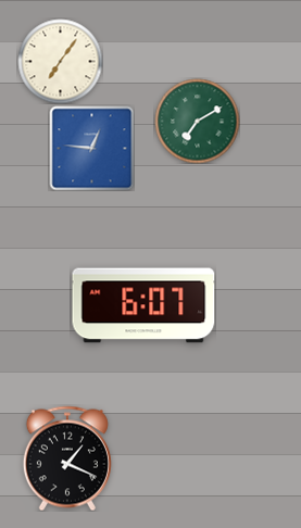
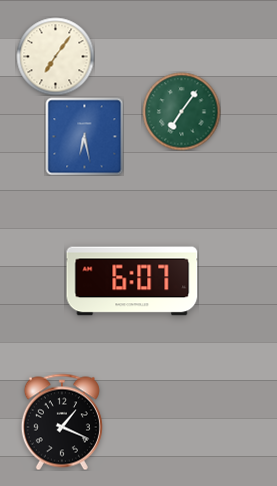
clock at (197, 121): 7:10 -> 7:06
clock at (91, 148): 12:46 -> 6:28
